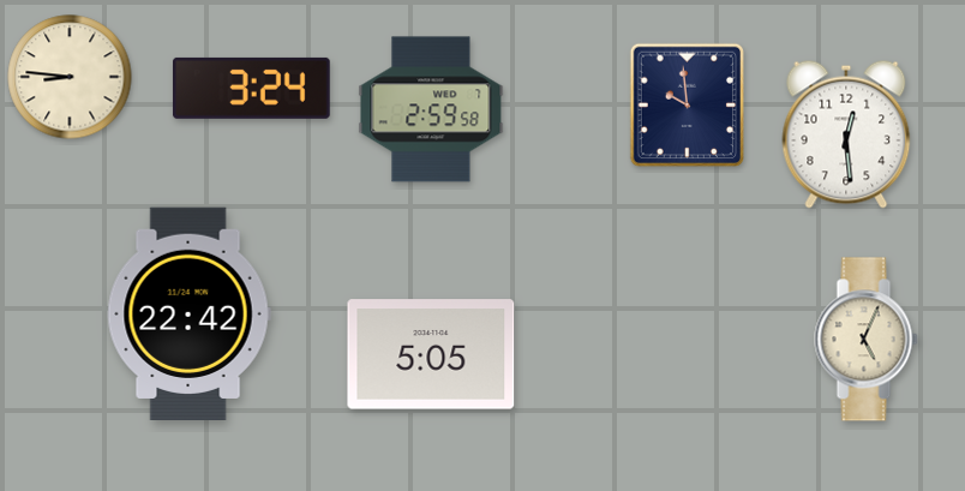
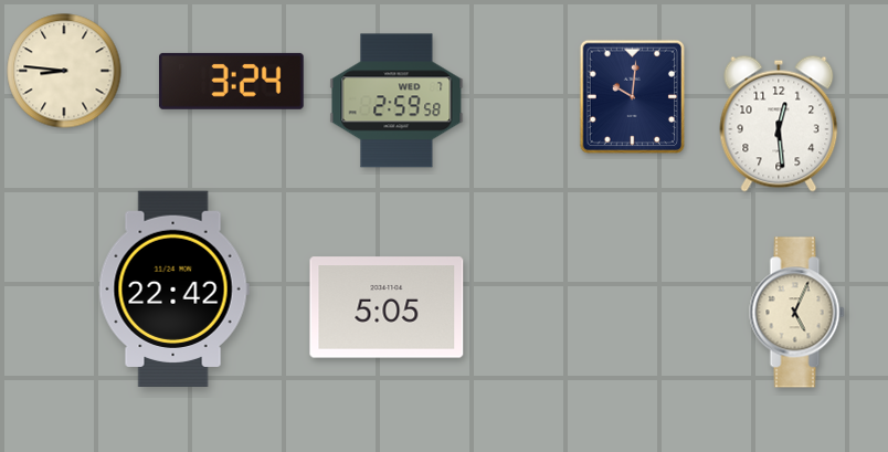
clock at (688, 106): 9:59 -> 10:01
clock at (431, 354) position: (431, 354) -> (387, 307)
